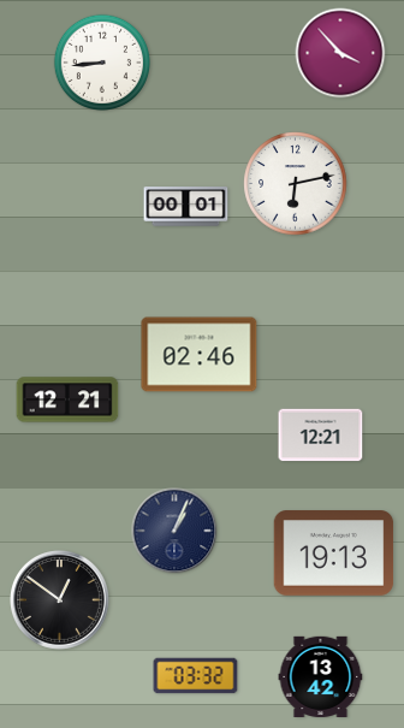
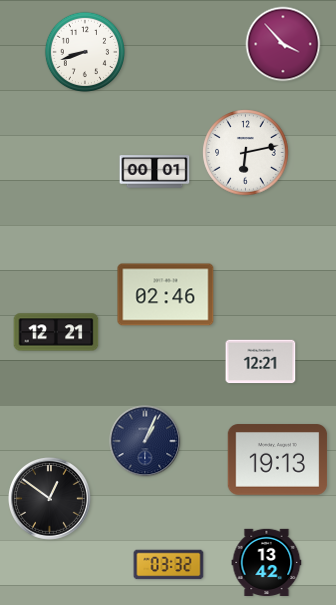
clock at (102, 63): 8:44 -> 8:42
clock at (321, 436) position: (321, 436) -> (261, 362)
clock at (196, 676) position: (196, 676) -> (169, 565)
